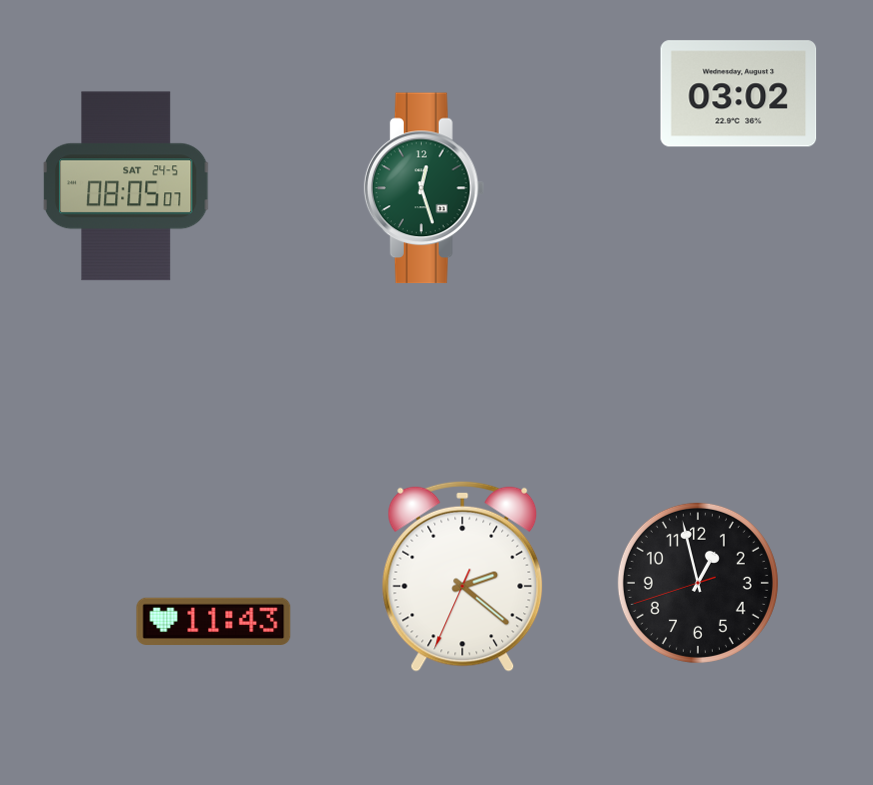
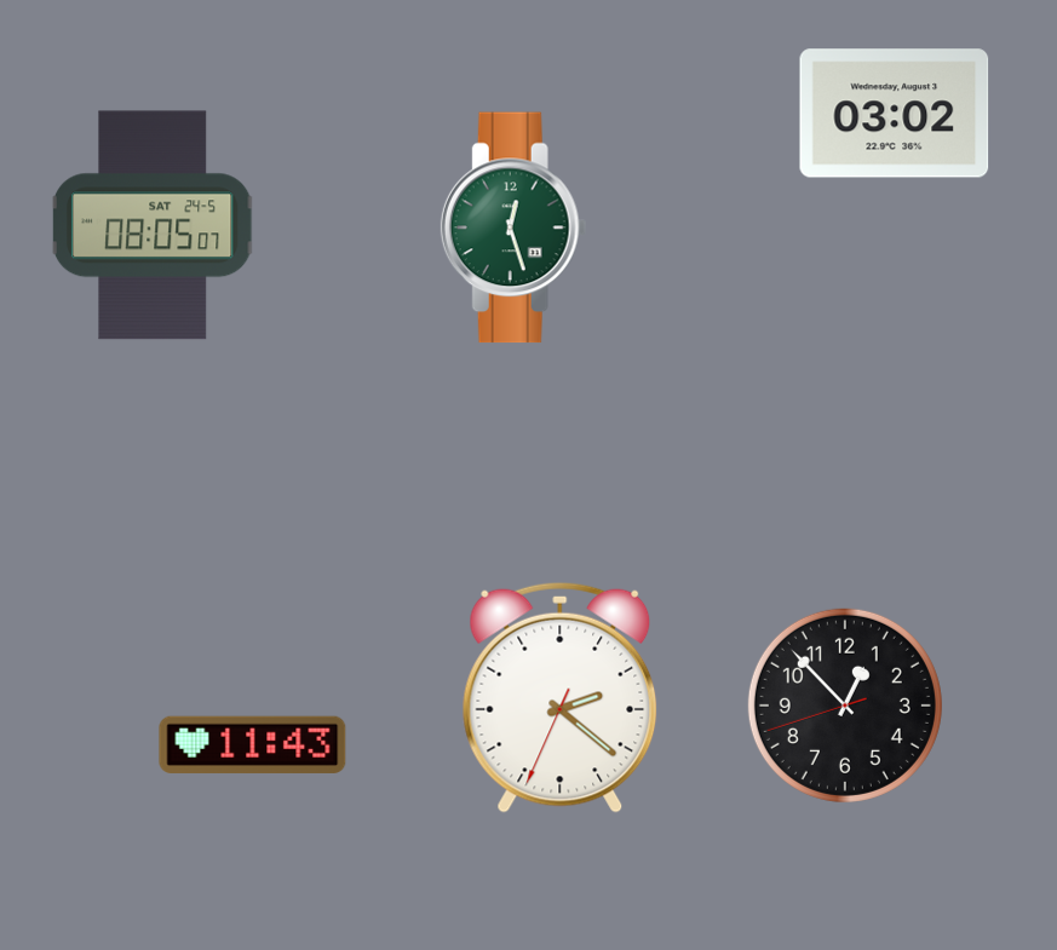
clock at (698, 583): 12:57 -> 12:52
clock at (214, 621) position: (214, 621) -> (253, 744)
